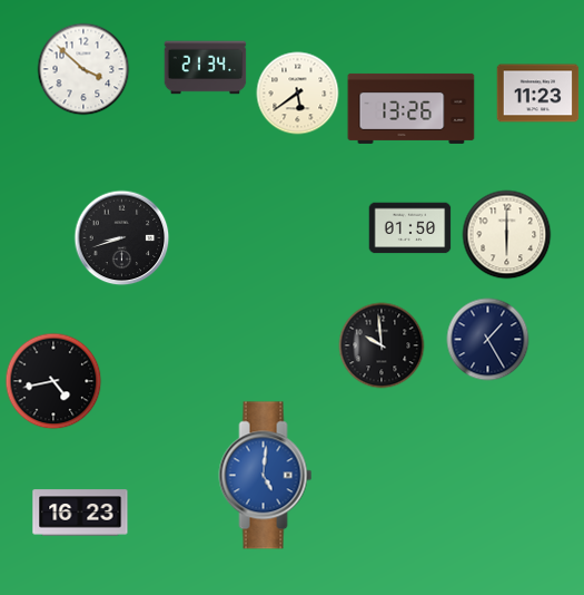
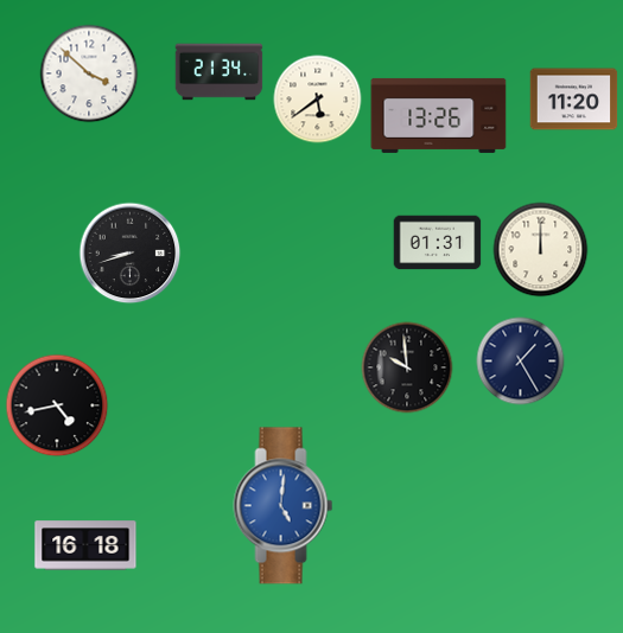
clock at (538, 94): 11:23 -> 11:20
clock at (410, 228): 01:50 -> 01:31
clock at (507, 235): 6:00 -> 12:00
clock at (80, 513): 16:23 -> 16:18
